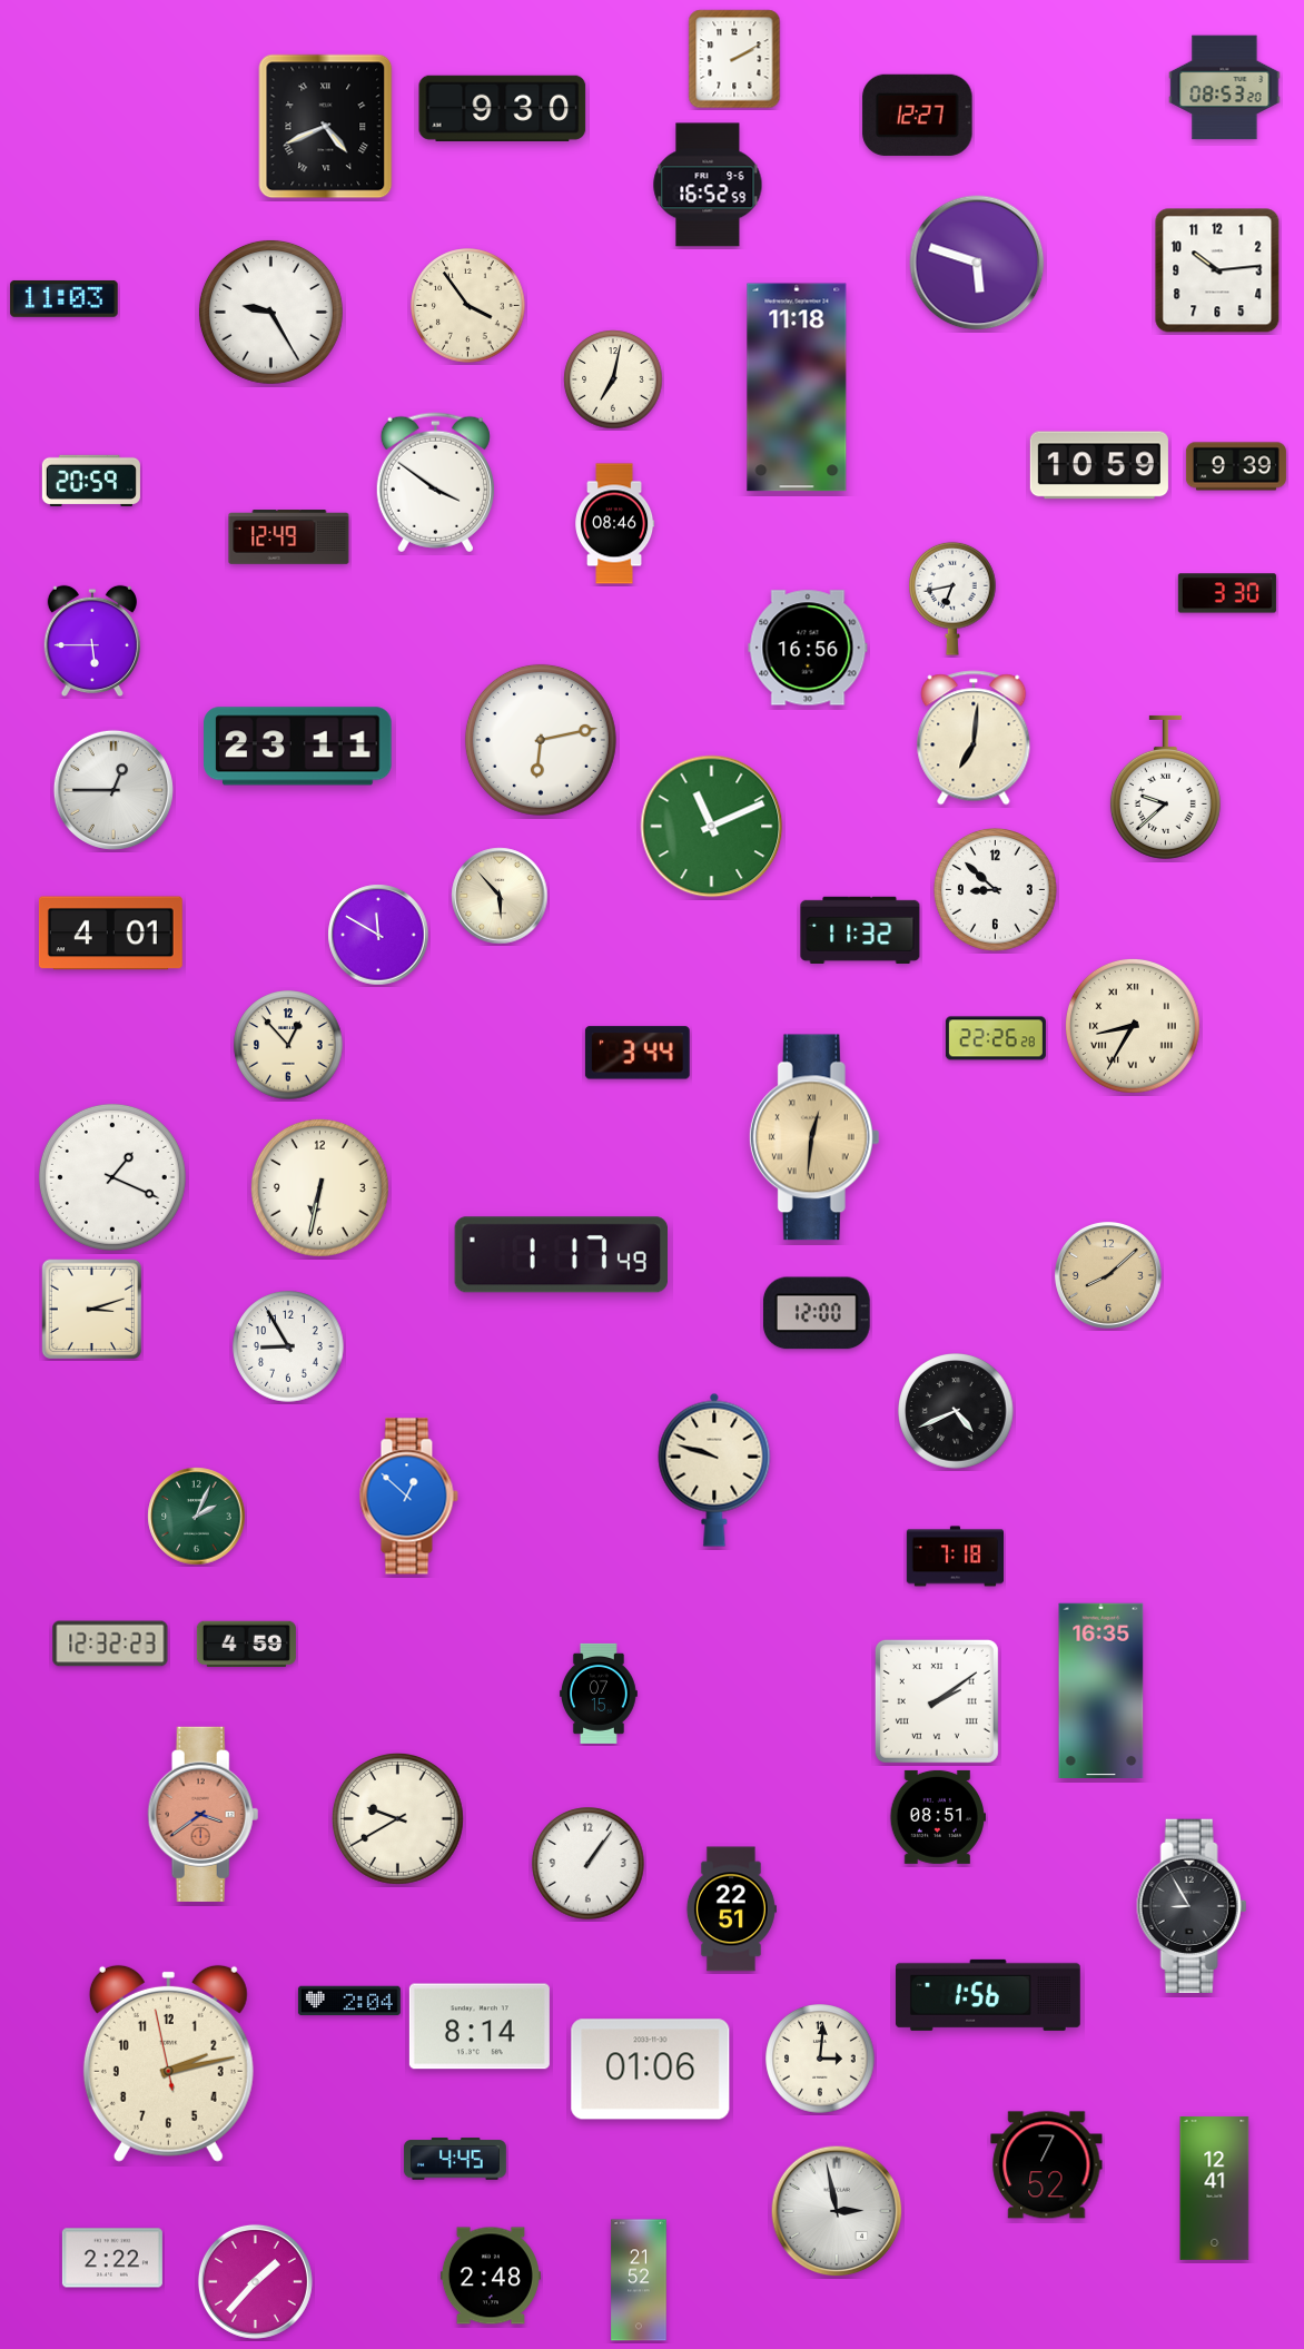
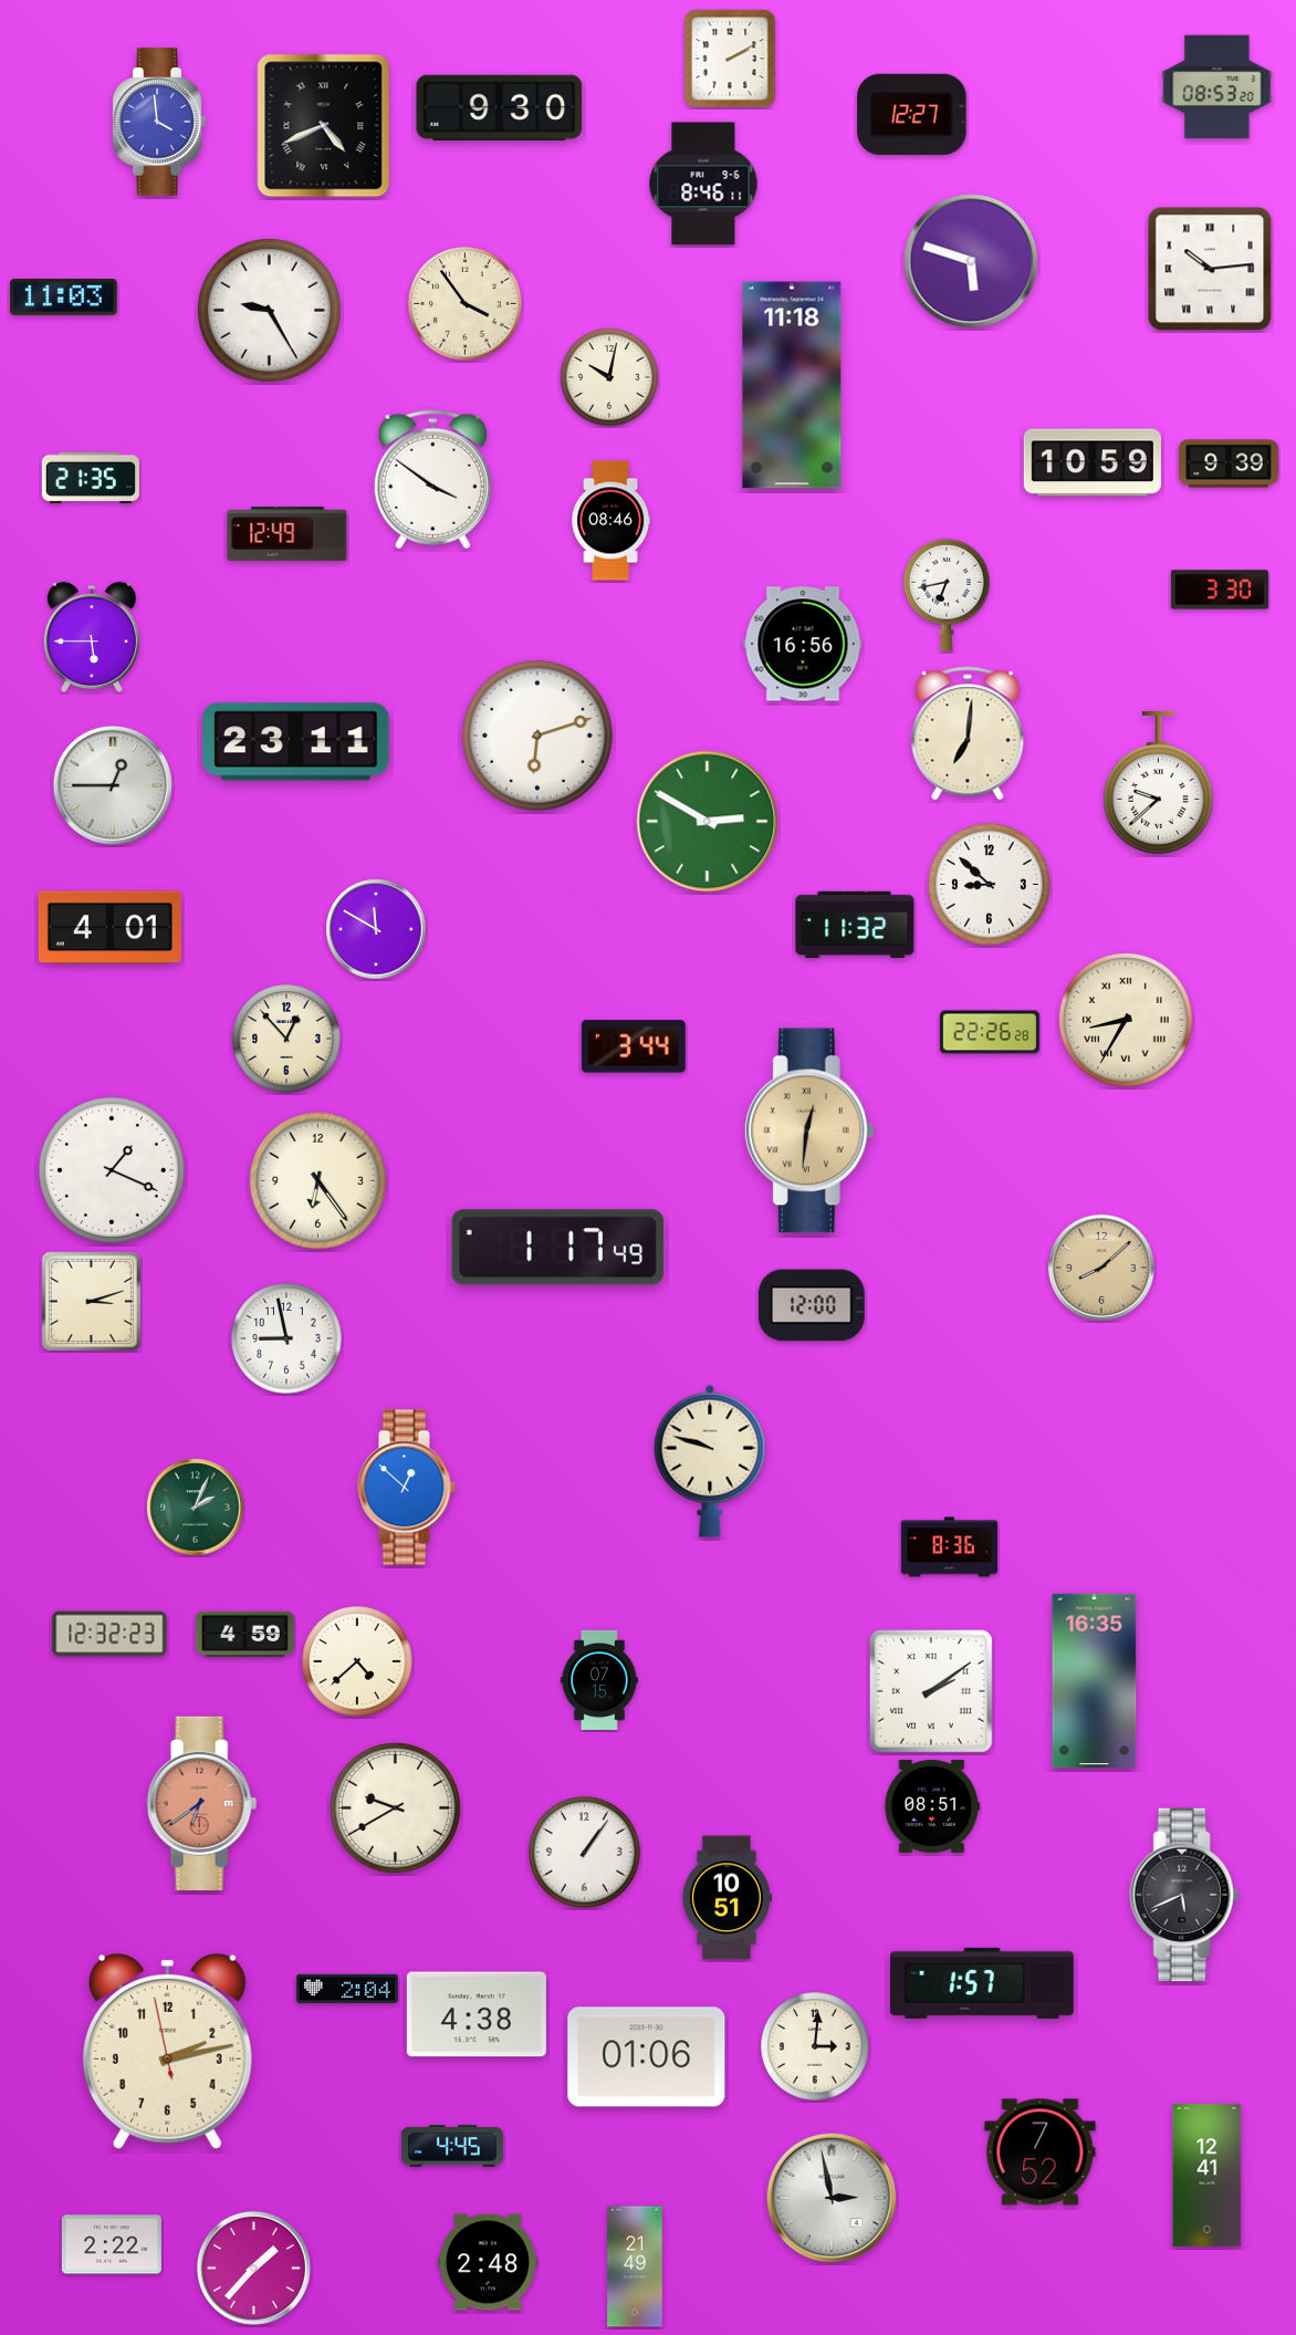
clock at (159, 122): none -> 3:59
clock at (708, 185): 16:52 -> 8:46
clock at (1217, 270) numerals: Arabic -> Roman
clock at (613, 379): 7:02 -> 10:02
clock at (91, 481): 20:59 -> 21:35
clock at (541, 740): 6:13 -> 6:12
clock at (712, 827): 11:11 -> 2:50
clock at (500, 896): 5:53 -> none
clock at (319, 1187): 6:32 -> 6:24
clock at (288, 1346): 8:55 -> 8:58
clock at (956, 1411): 4:41 -> none
clock at (955, 1557): 7:18 -> 8:36
clock at (357, 1661): none -> 4:38
clock at (599, 1694) position: (599, 1694) -> (599, 1680)
clock at (204, 1814): 3:39 -> 6:39
clock at (1192, 1905): 8:55 -> 5:41
clock at (731, 1909): 22:51 -> 10:51
clock at (988, 1995): 1:56 -> 1:57
clock at (480, 2026): 8:14 -> 4:38
clock at (639, 2280): 21:52 -> 21:49
